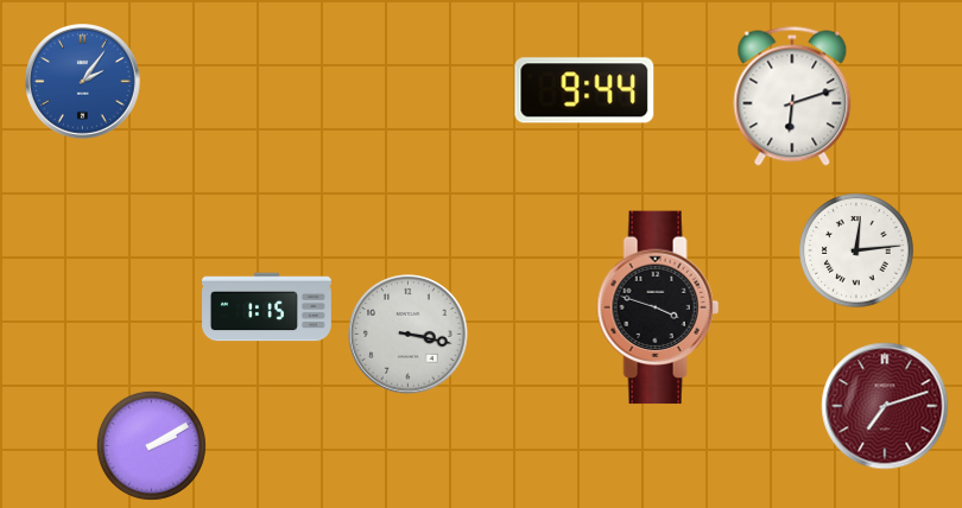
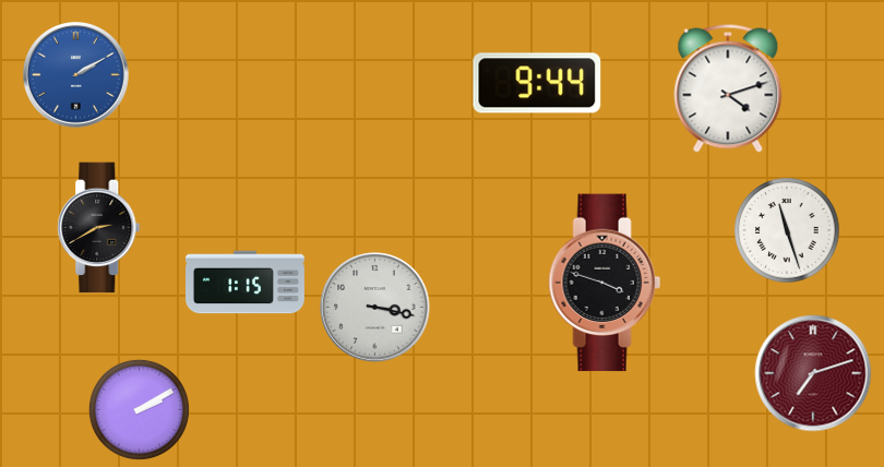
clock at (83, 82): 2:06 -> 2:10
clock at (792, 96): 6:12 -> 4:12
clock at (99, 228): none -> 2:40
clock at (856, 250): 12:14 -> 11:27
